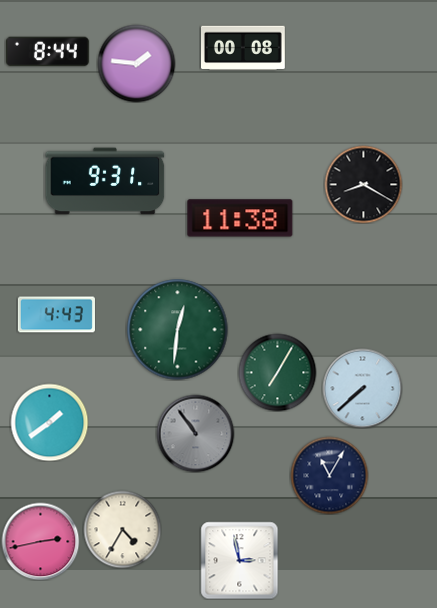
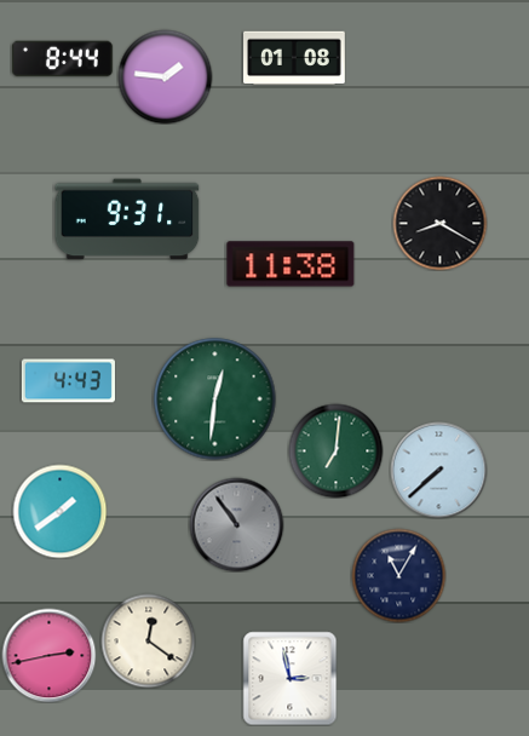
clock at (244, 48): 00:08 -> 01:08
clock at (47, 52) position: (47, 52) -> (62, 59)
clock at (277, 372): 7:05 -> 7:01
clock at (122, 529): 4:35 -> 12:21
